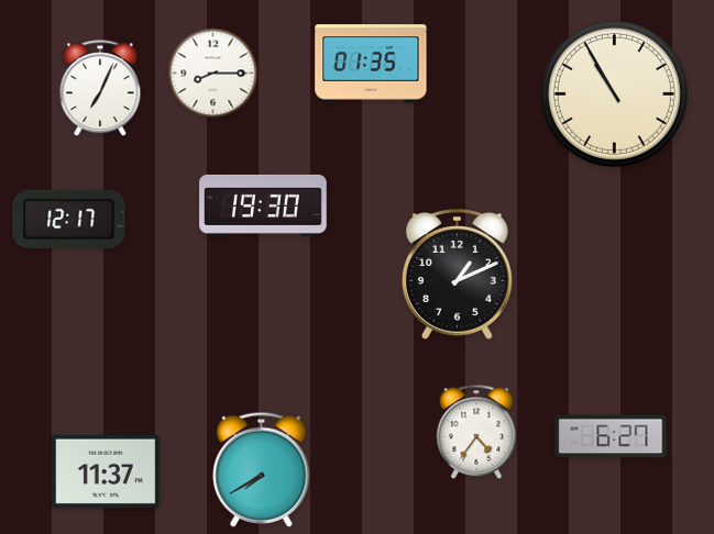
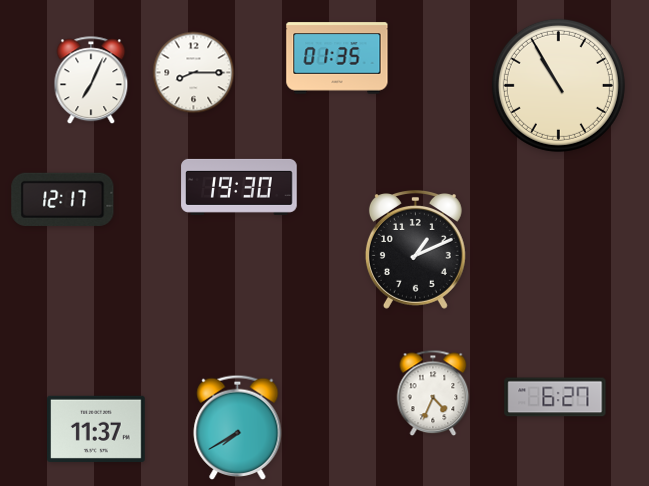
clock at (213, 74) position: (213, 74) -> (194, 73)
clock at (476, 432): 4:36 -> 4:34
